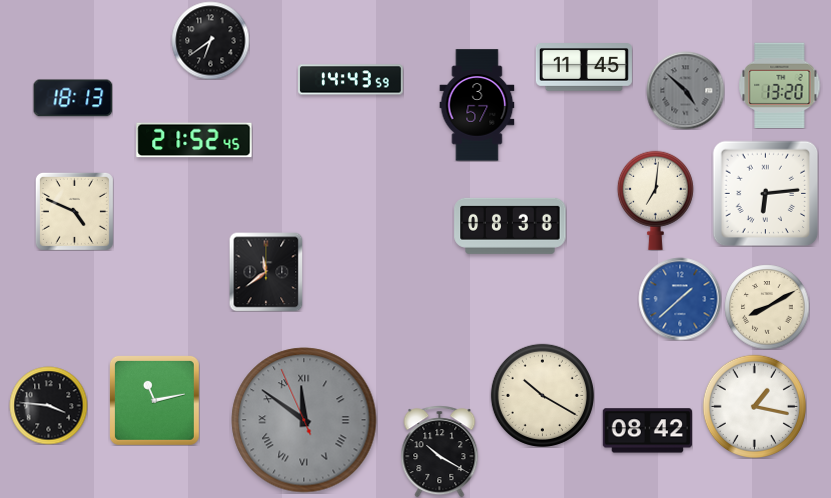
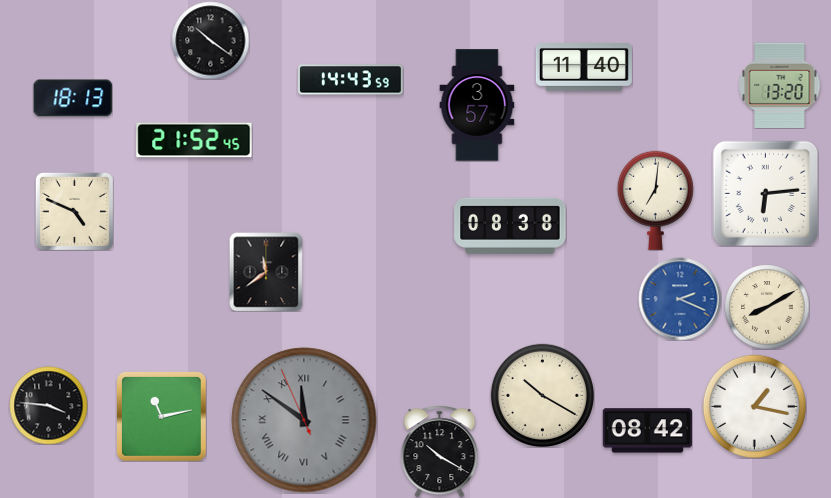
clock at (210, 40): 6:39 -> 10:21
clock at (584, 68): 11:45 -> 11:40
clock at (685, 90): 4:52 -> none
clock at (680, 299): 1:38 -> 2:19
clock at (154, 400) position: (154, 400) -> (161, 416)
